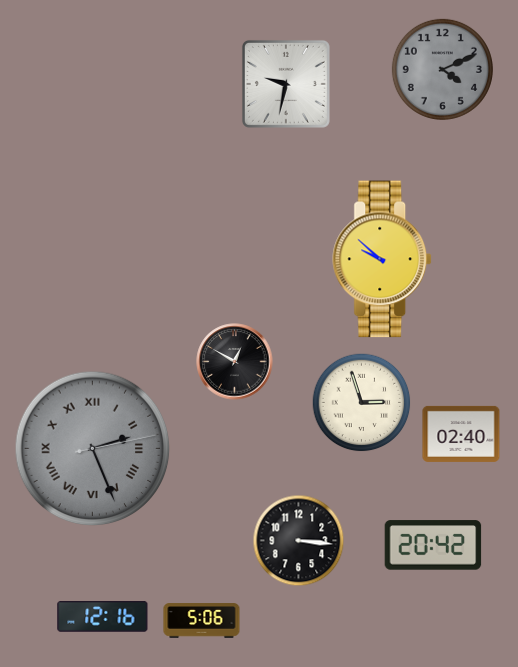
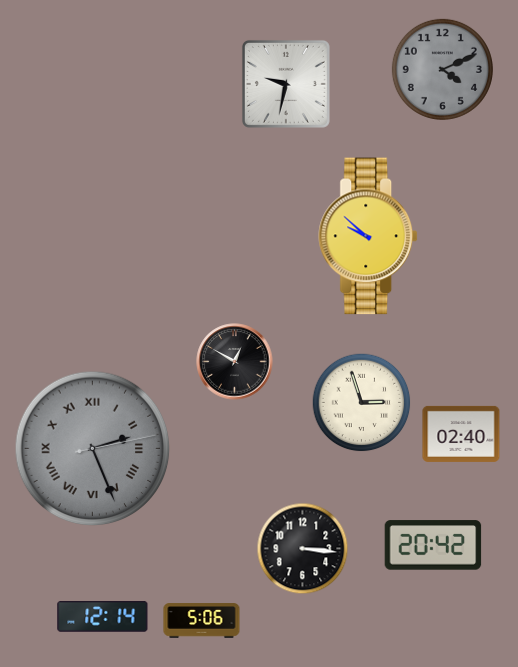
clock at (383, 259) position: (383, 259) -> (369, 236)
clock at (299, 541) position: (299, 541) -> (303, 549)
clock at (103, 616): 12:16 -> 12:14
